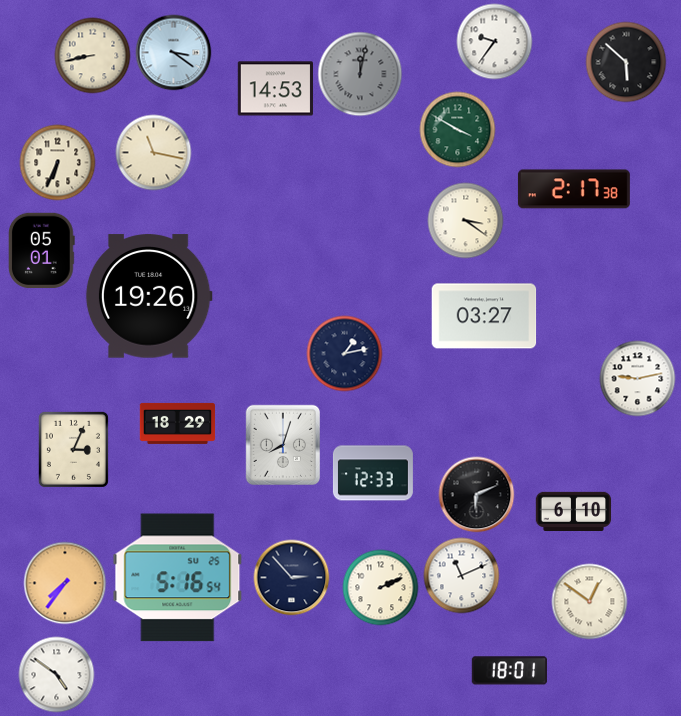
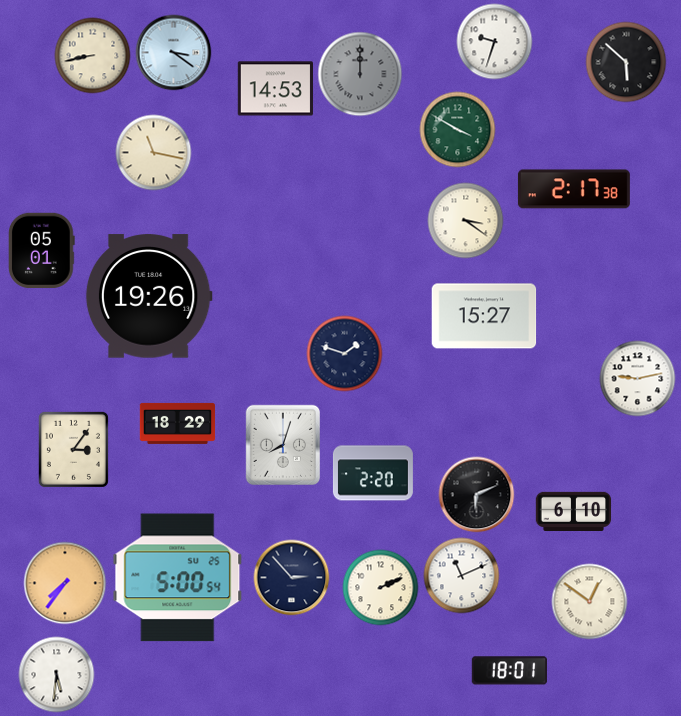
clock at (495, 42): 9:36 -> 9:33
clock at (360, 74): 12:02 -> 12:00
clock at (58, 163): 6:34 -> none
clock at (484, 316): 03:27 -> 15:27
clock at (345, 354): 1:13 -> 1:48
clock at (73, 449): 3:04 -> 3:06
clock at (373, 473): 12:33 -> 2:20
clock at (178, 578): 5:16 -> 5:00
clock at (57, 675): 4:51 -> 5:31
